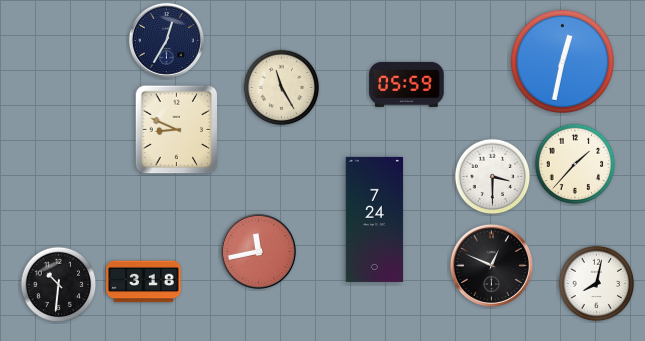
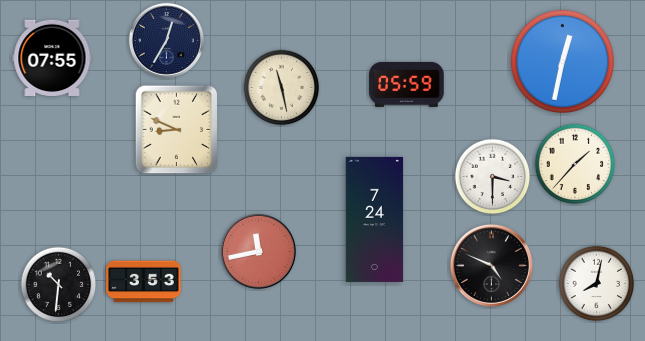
clock at (52, 58): none -> 07:55
clock at (282, 88): 11:25 -> 11:28
clock at (491, 265): 12:49 -> 4:49
clock at (144, 282): 3:18 -> 3:53
